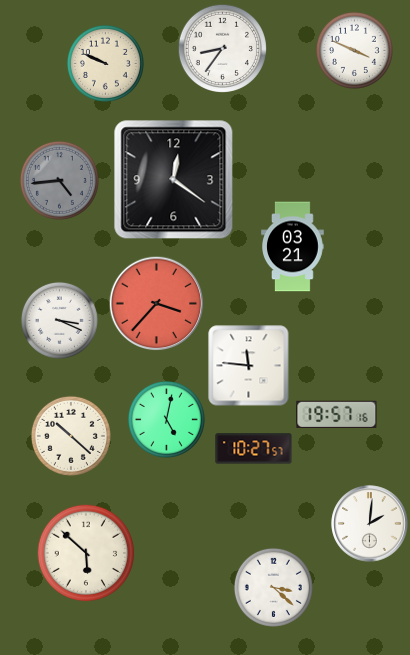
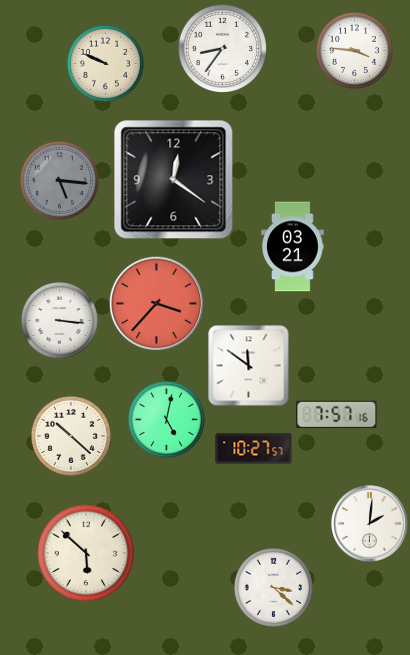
clock at (354, 50): 3:49 -> 3:46
clock at (59, 180): 4:44 -> 5:16
clock at (59, 320): 3:19 -> 3:16
clock at (249, 366): 11:46 -> 11:51
clock at (337, 414): 19:57 -> 7:57
